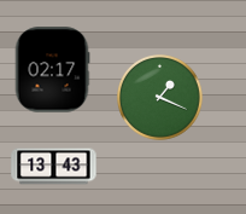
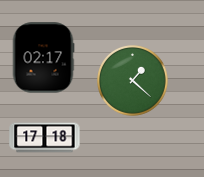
clock at (160, 98): 1:19 -> 1:22
clock at (54, 167): 13:43 -> 17:18
